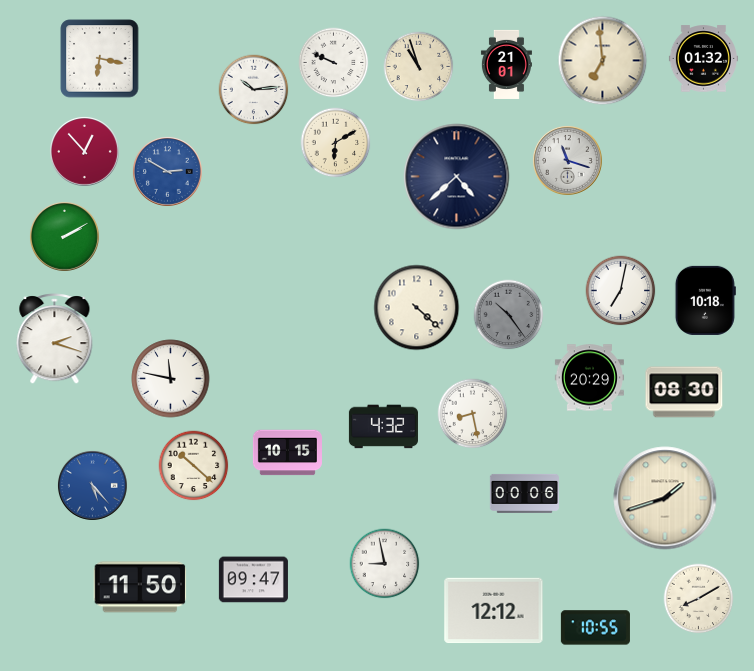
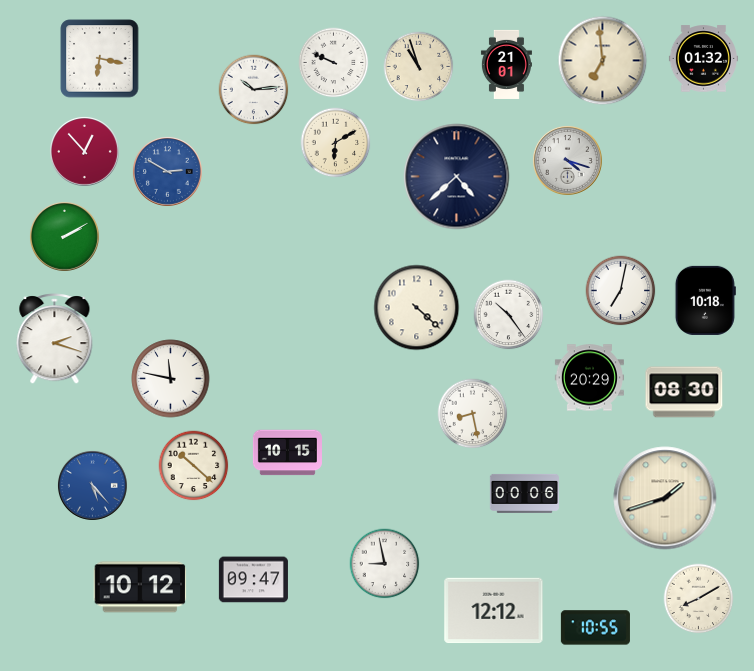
clock at (567, 160): 11:18 -> 4:18
clock at (509, 315) dial: grey -> white
clock at (383, 427): 4:32 -> none
clock at (140, 587): 11:50 -> 10:12
